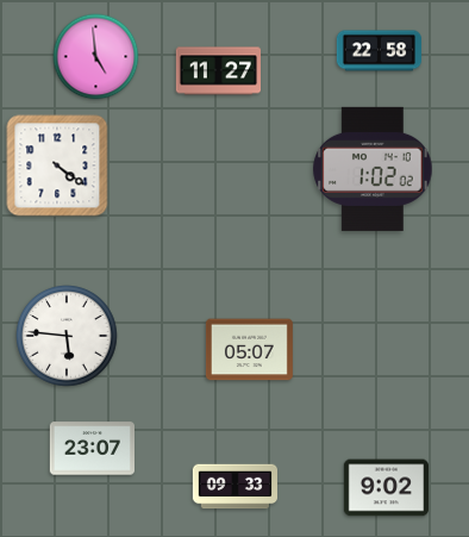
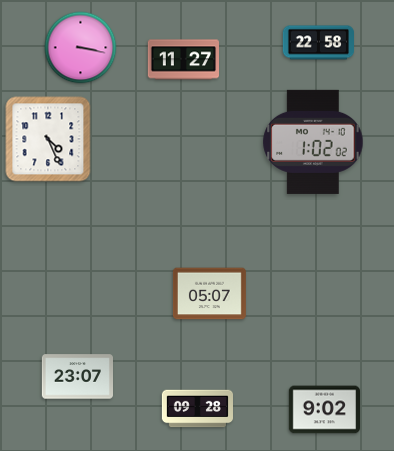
clock at (96, 57): 4:59 -> 3:17
clock at (57, 166): 4:21 -> 4:26
clock at (67, 336): 5:46 -> none
clock at (234, 487): 09:33 -> 09:28
